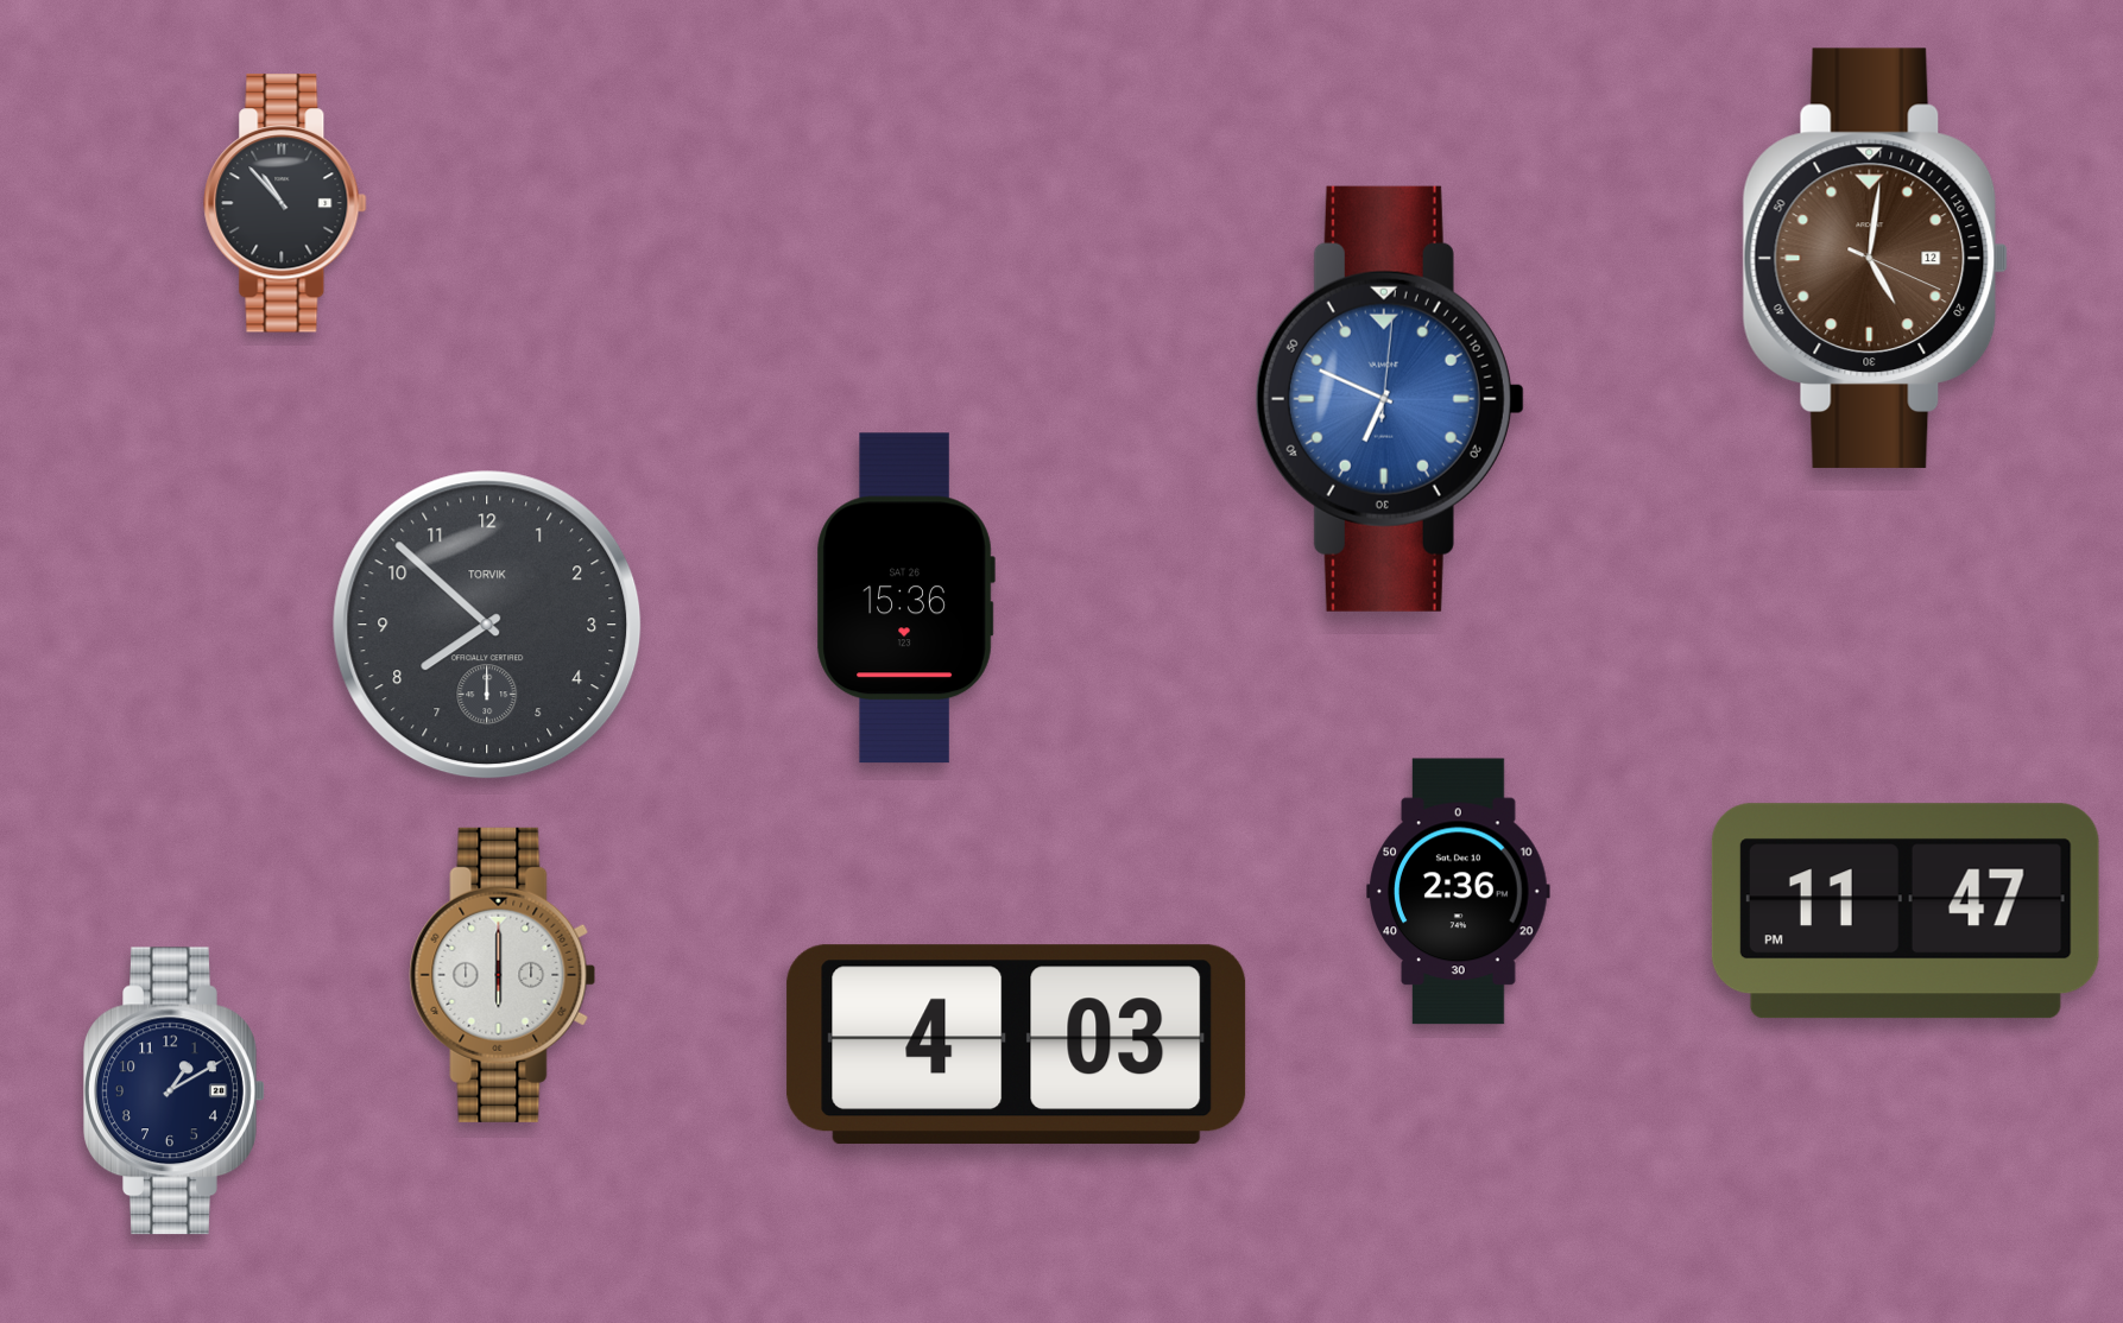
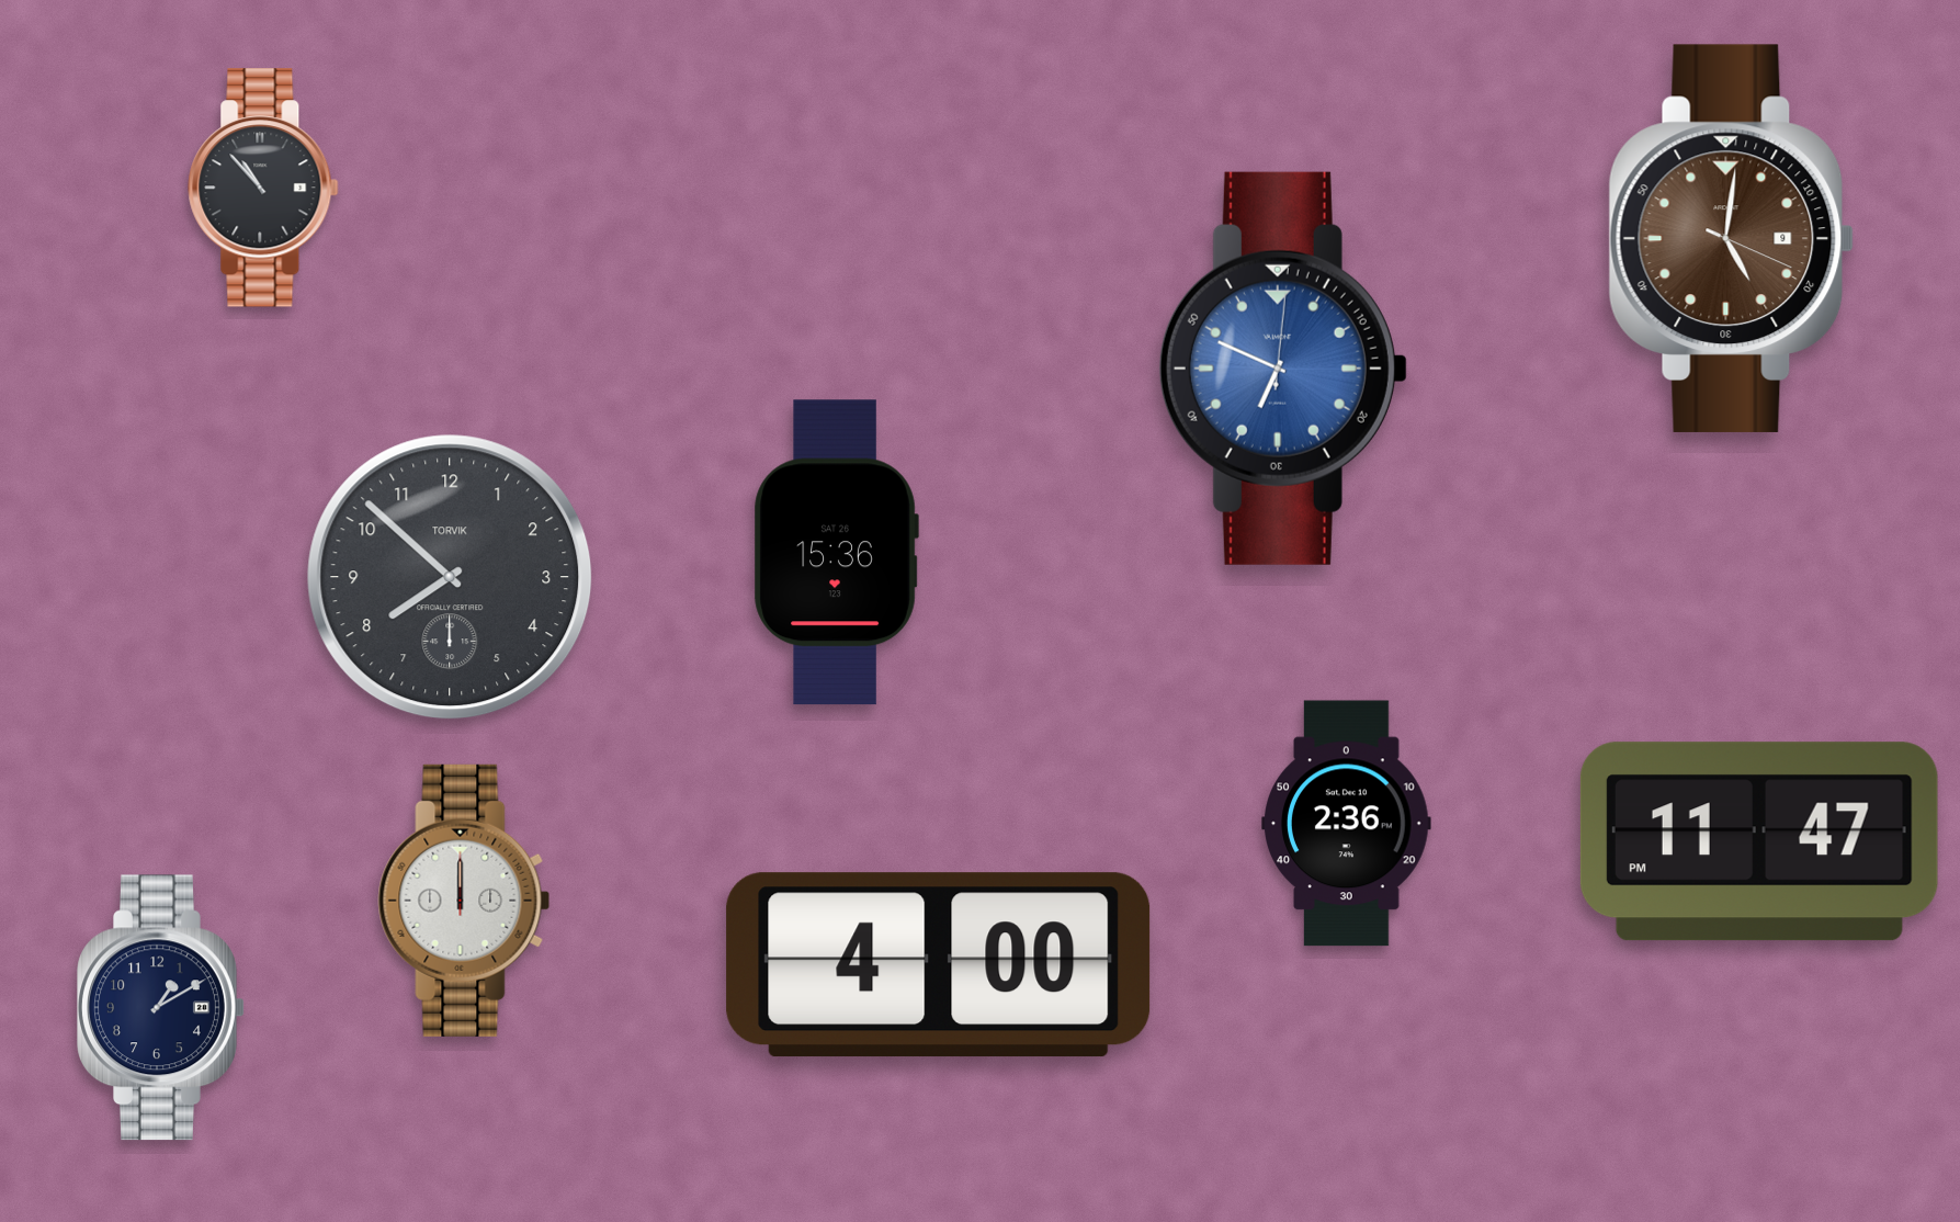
clock at (1876, 258) date: 12 -> 9
clock at (503, 975): 6:00 -> 12:00
clock at (1017, 1045): 4:03 -> 4:00
